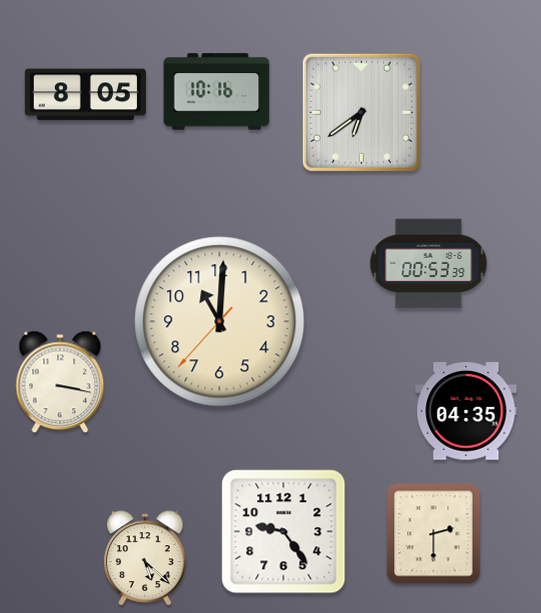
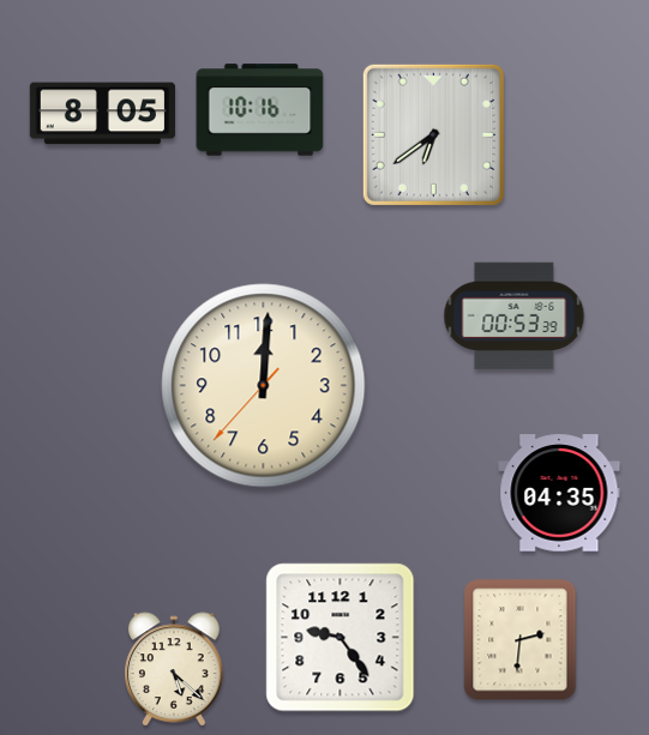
clock at (220, 322): 11:00 -> 12:00
clock at (60, 382): 3:17 -> none
clock at (434, 534): 2:30 -> 2:31
